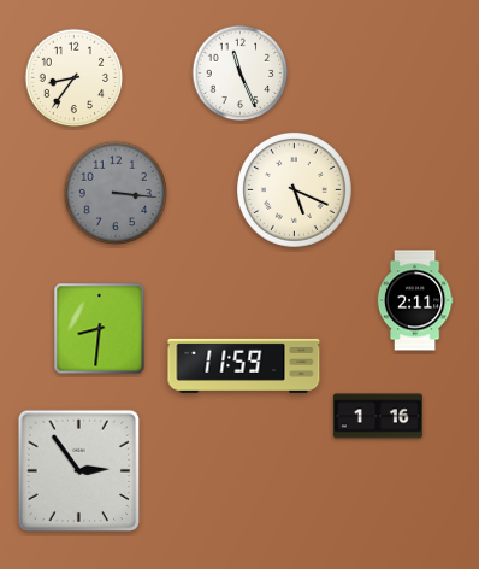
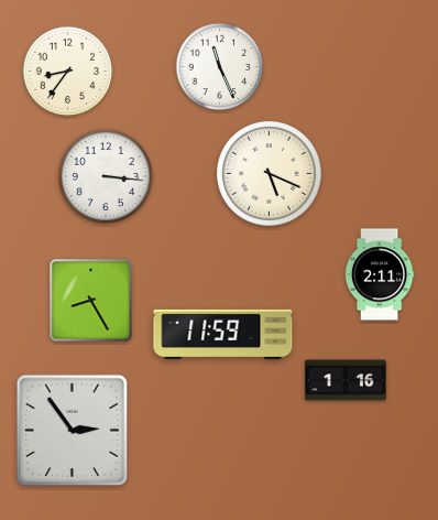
clock at (114, 192) dial: grey -> white
clock at (100, 329): 8:31 -> 8:25
